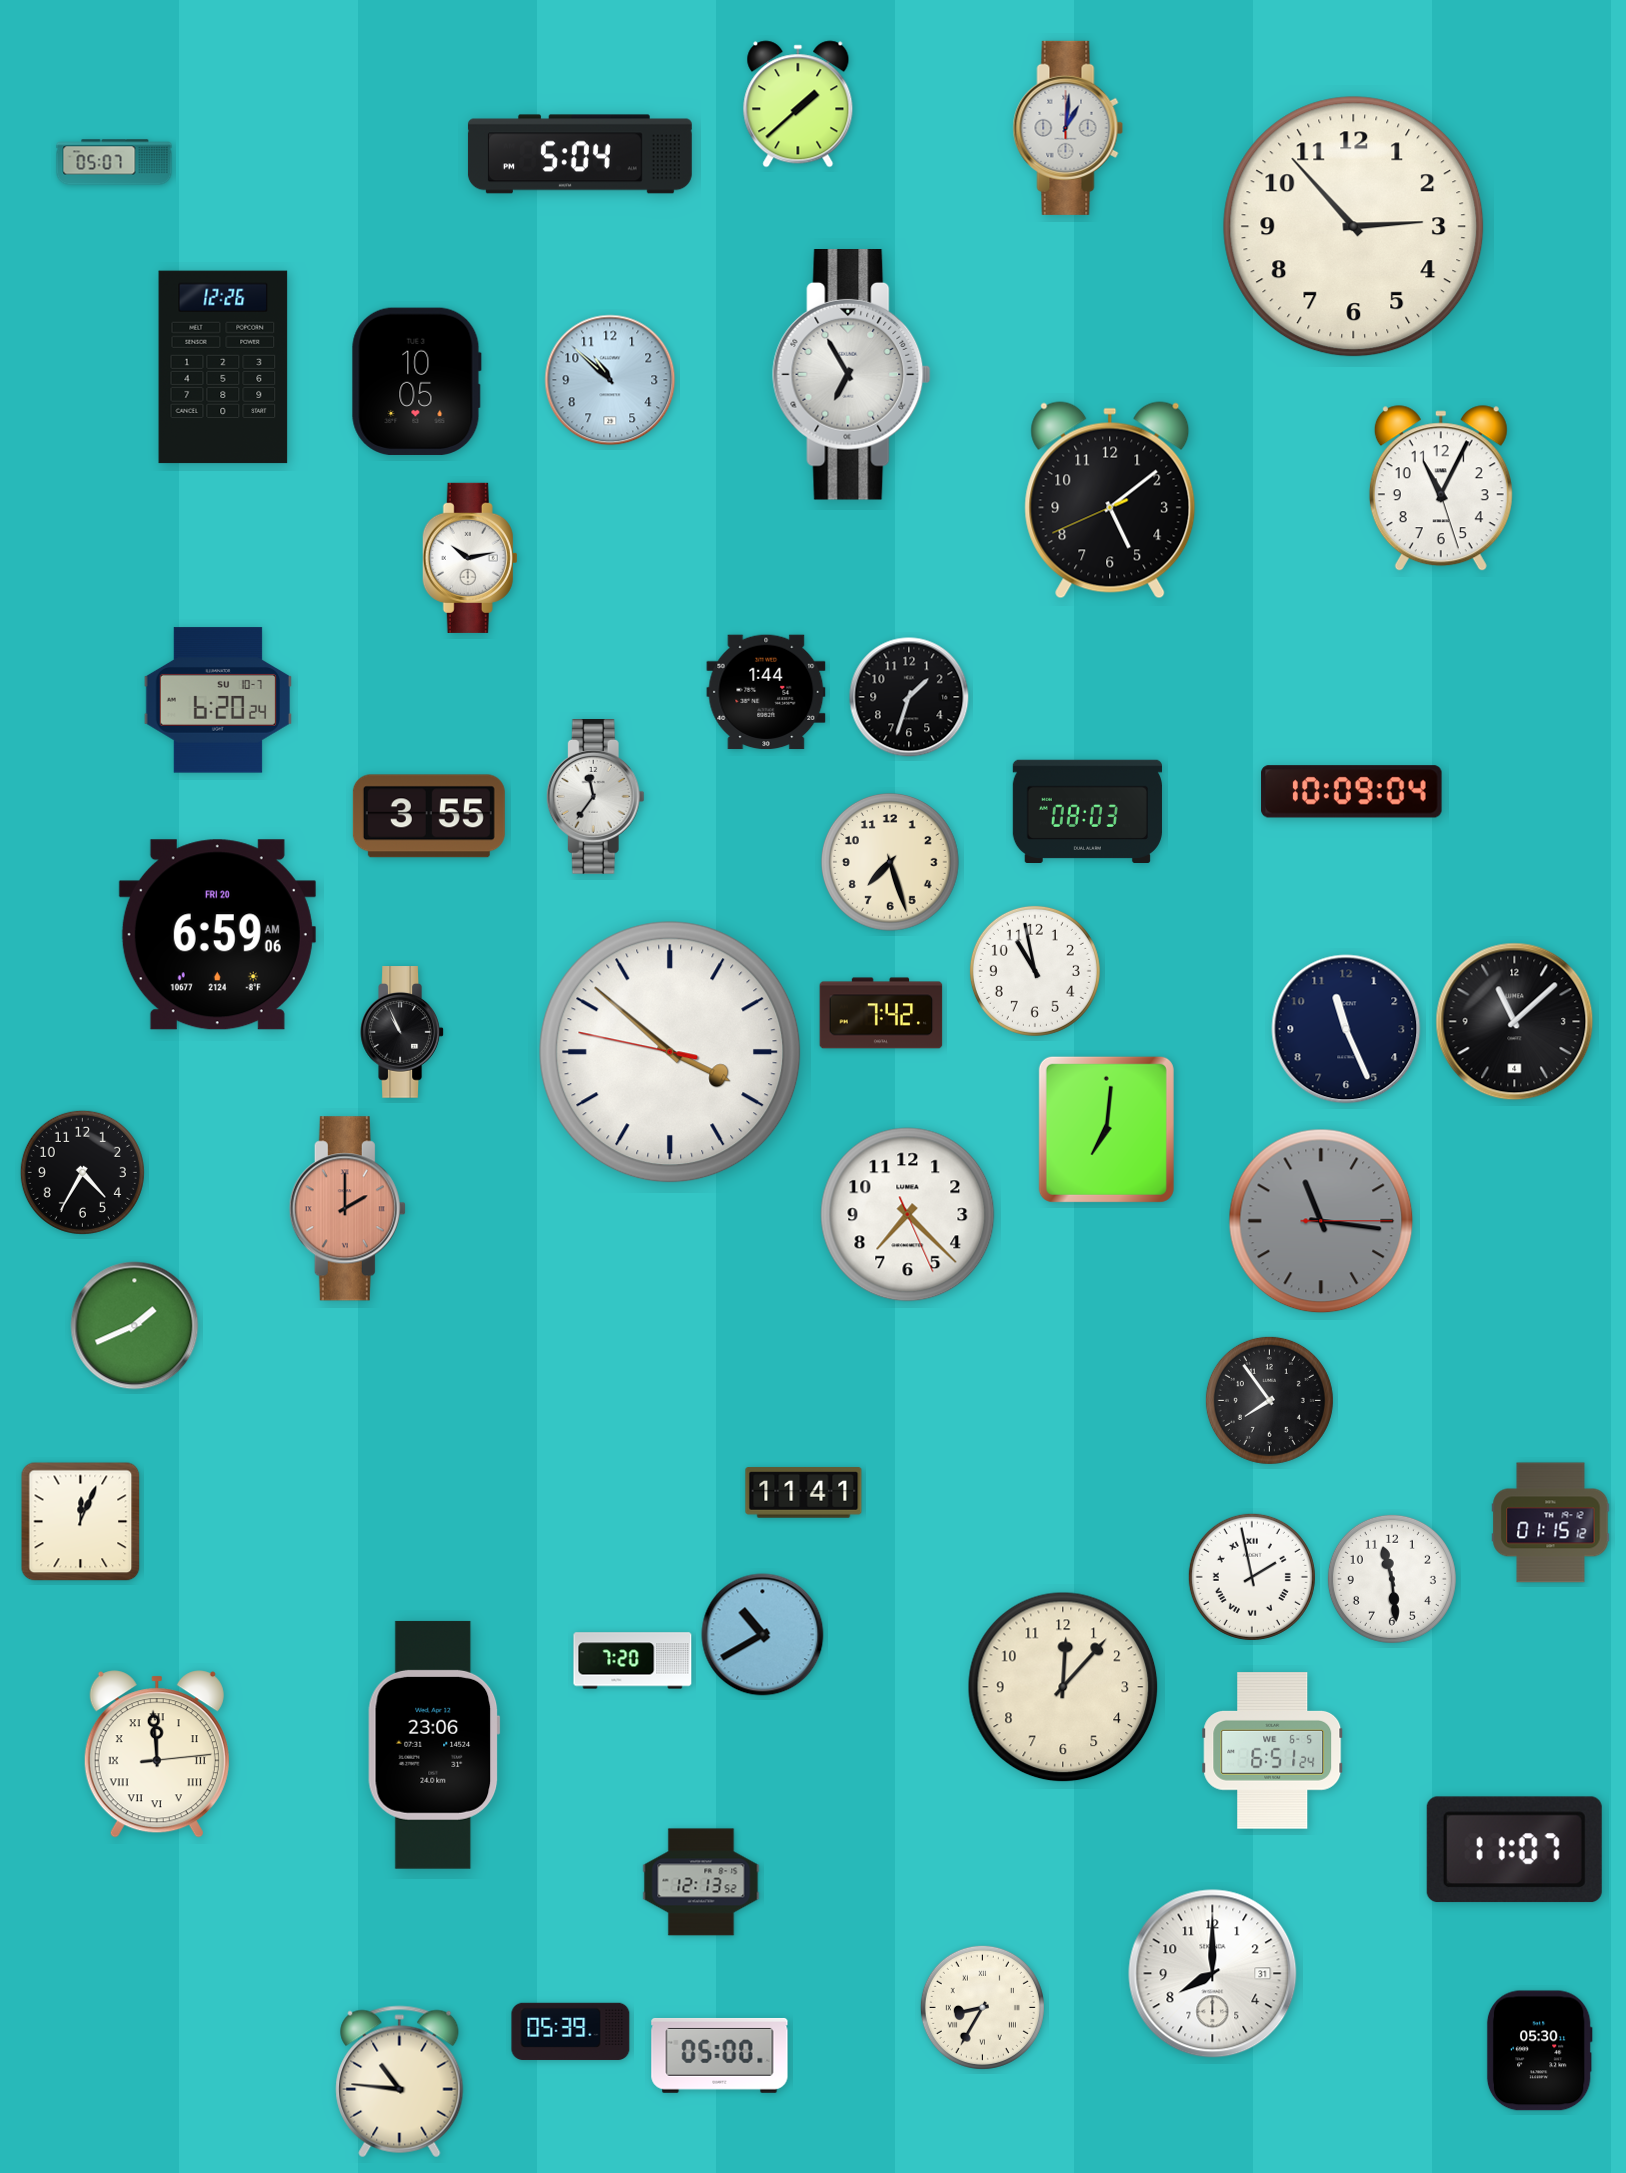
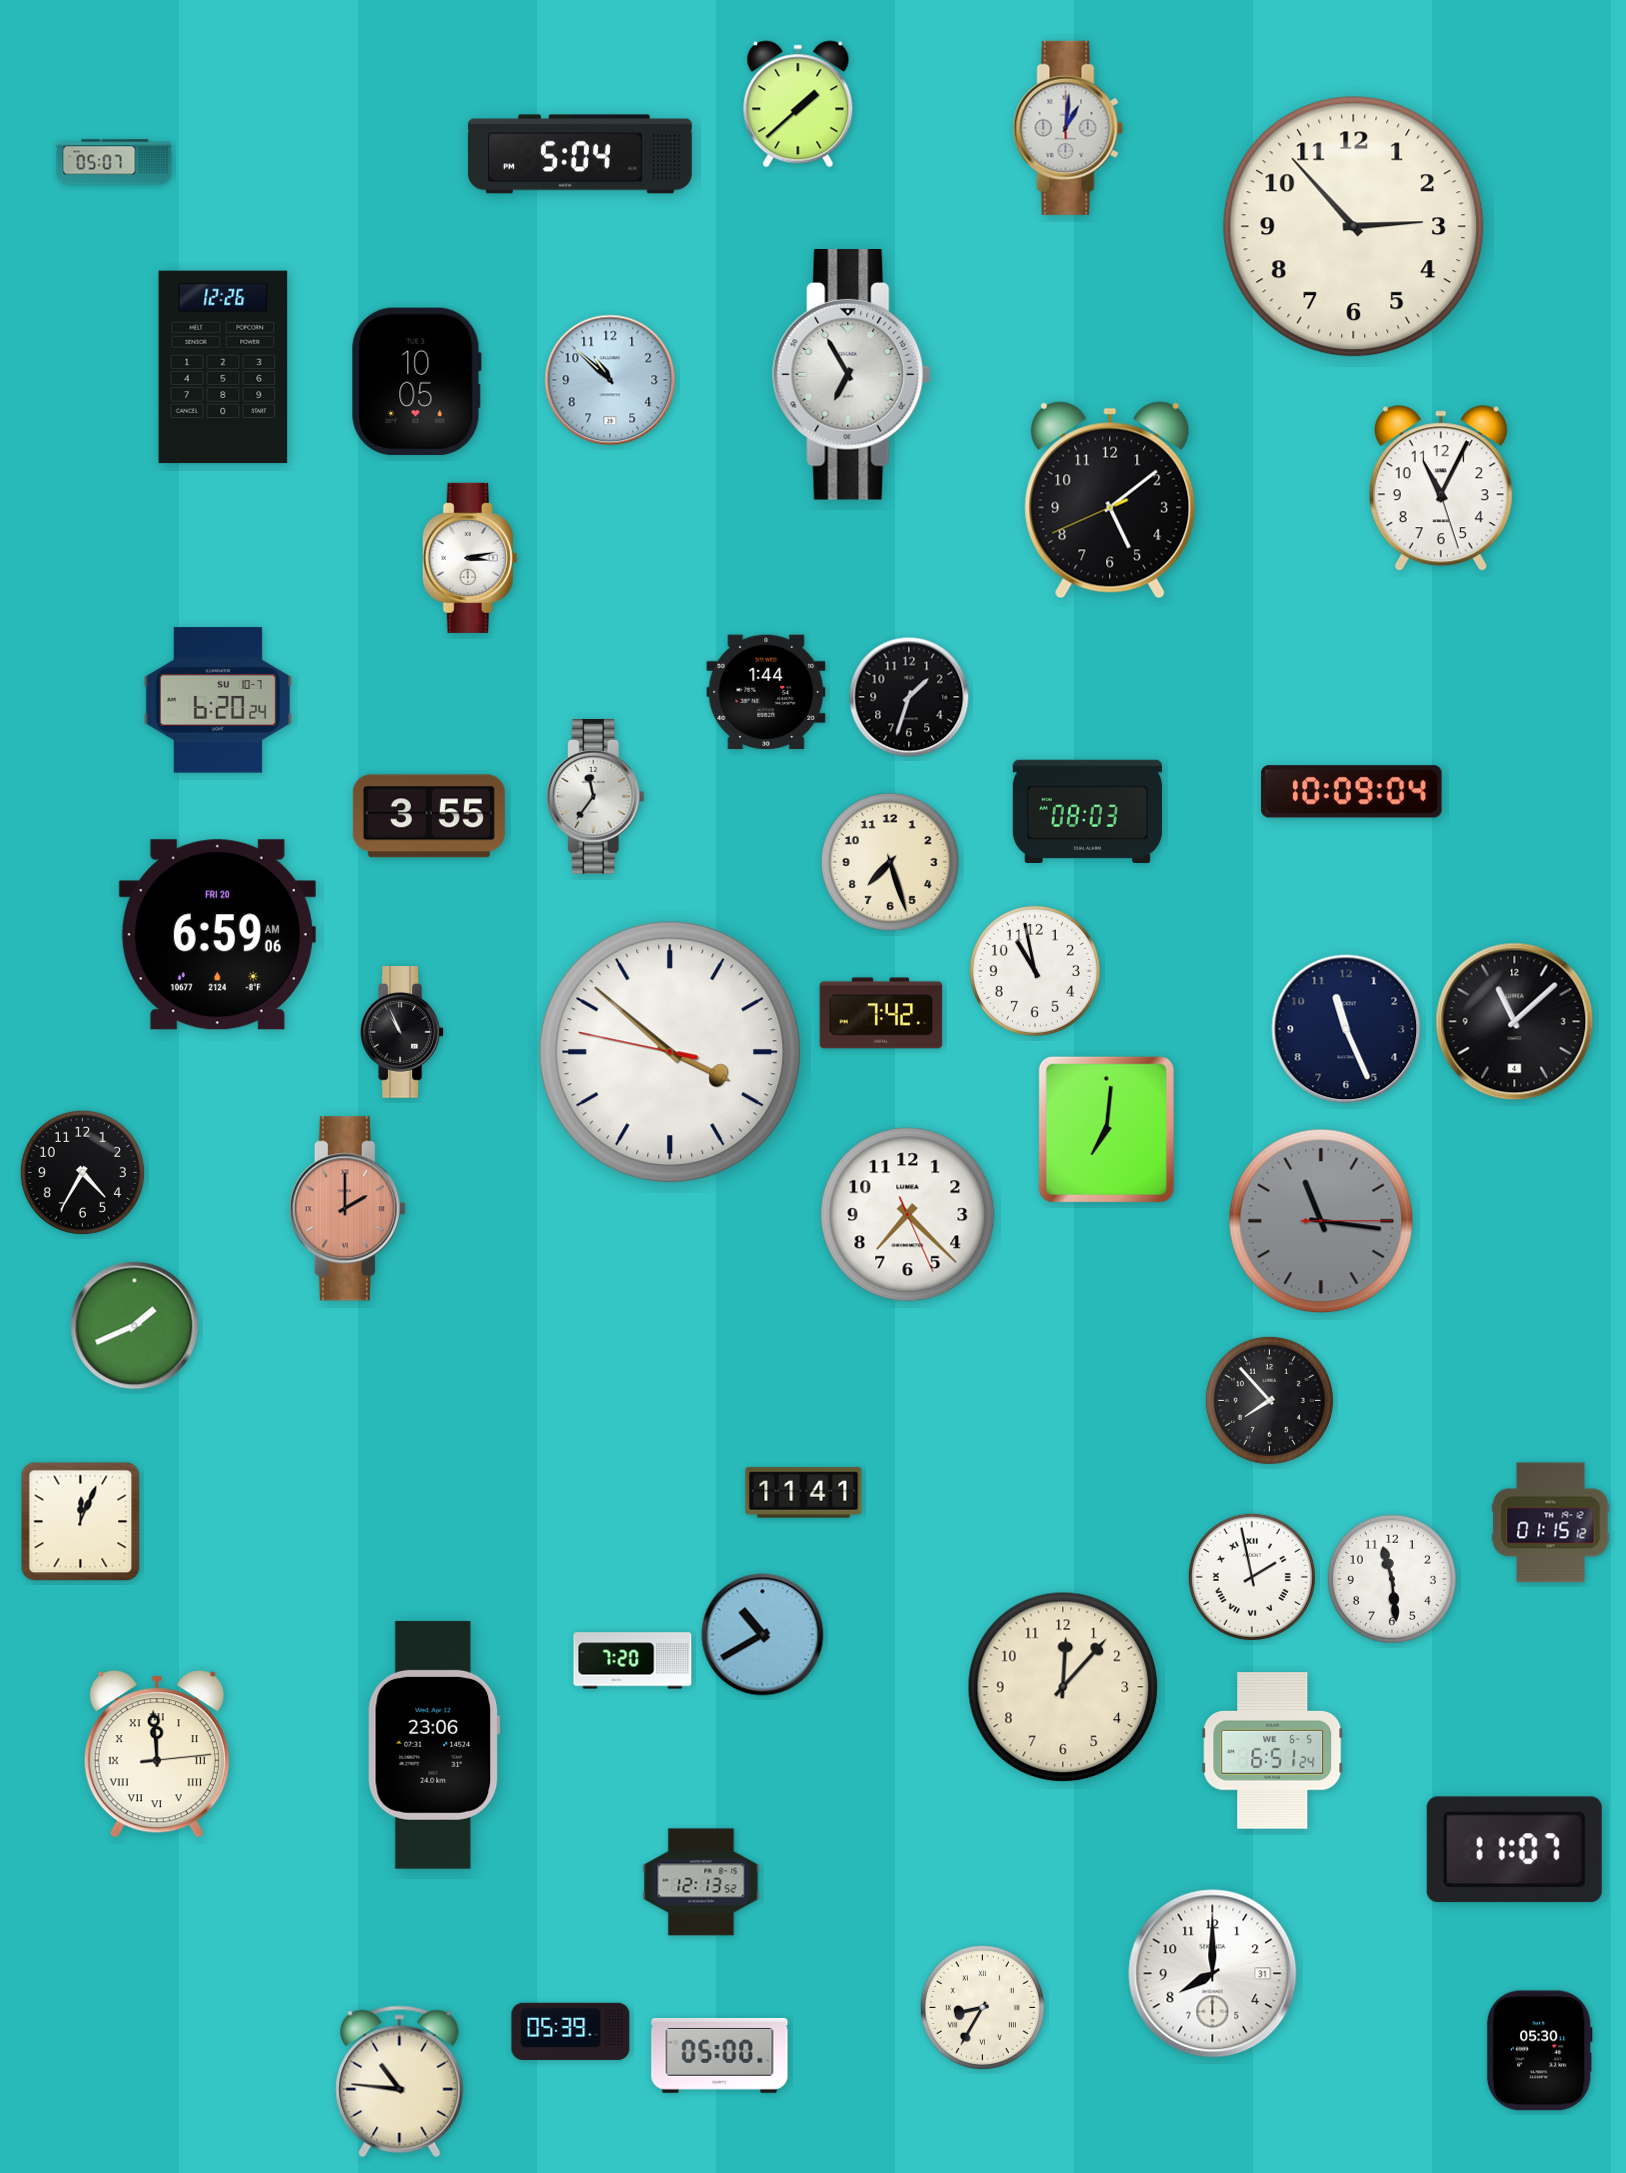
clock at (470, 558): 10:13 -> 3:13
clock at (1269, 1400): 7:54 -> 7:53
